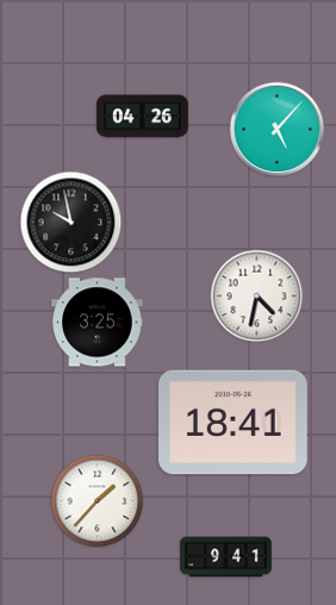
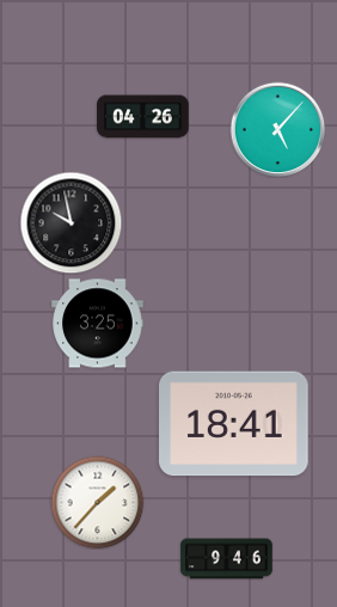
clock at (256, 295): 4:32 -> none
clock at (226, 557): 9:41 -> 9:46
